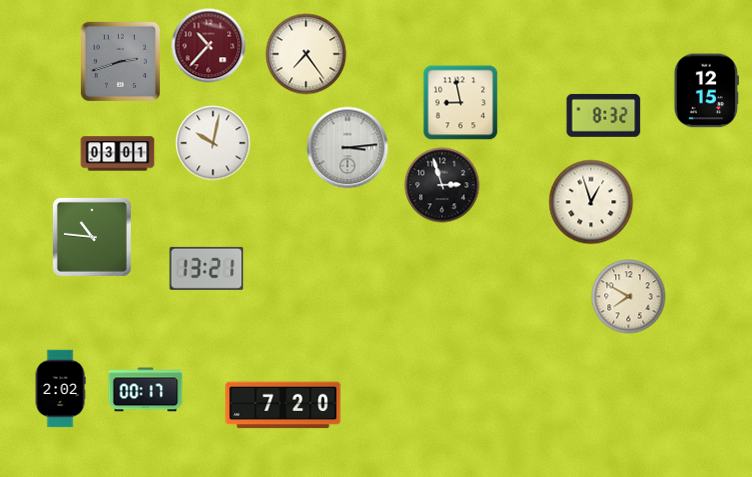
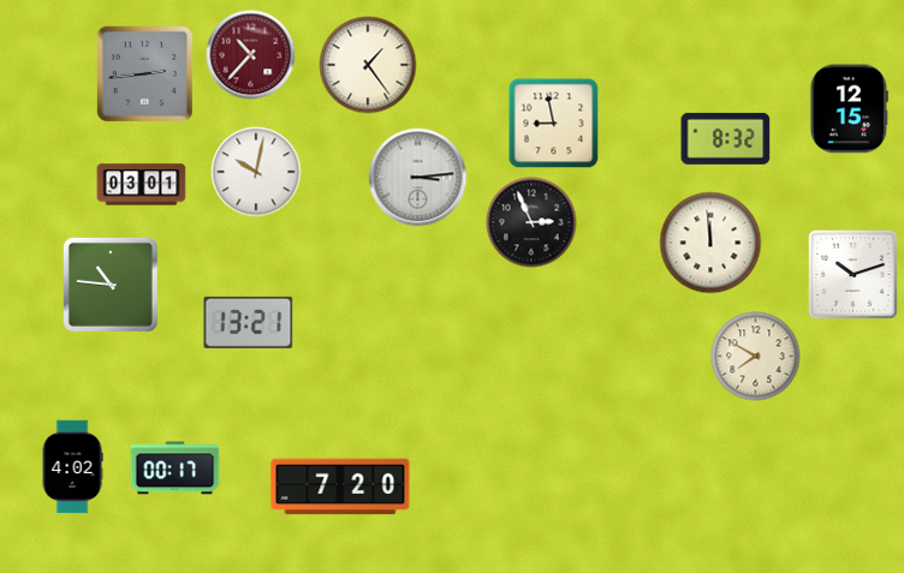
clock at (306, 54): 7:24 -> 1:24
clock at (120, 61): 2:42 -> 2:44
clock at (442, 185): 2:57 -> 2:56
clock at (591, 202): 12:57 -> 11:59
clock at (852, 274): none -> 10:12
clock at (60, 389): 2:02 -> 4:02
